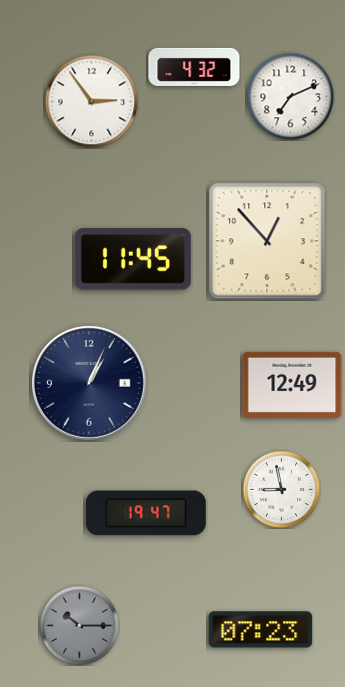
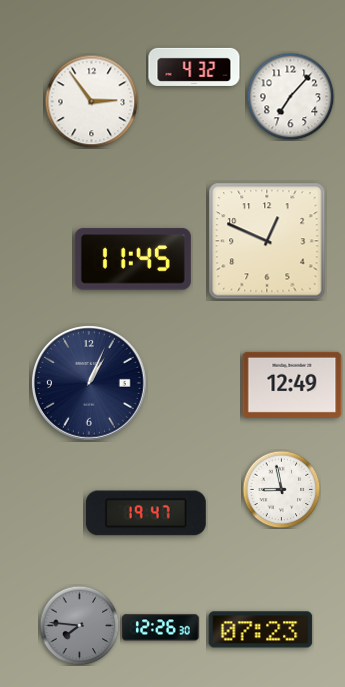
clock at (290, 96): 7:11 -> 7:07
clock at (267, 241): 12:53 -> 12:49
clock at (79, 625): 10:15 -> 7:46
clock at (161, 628): none -> 12:26
